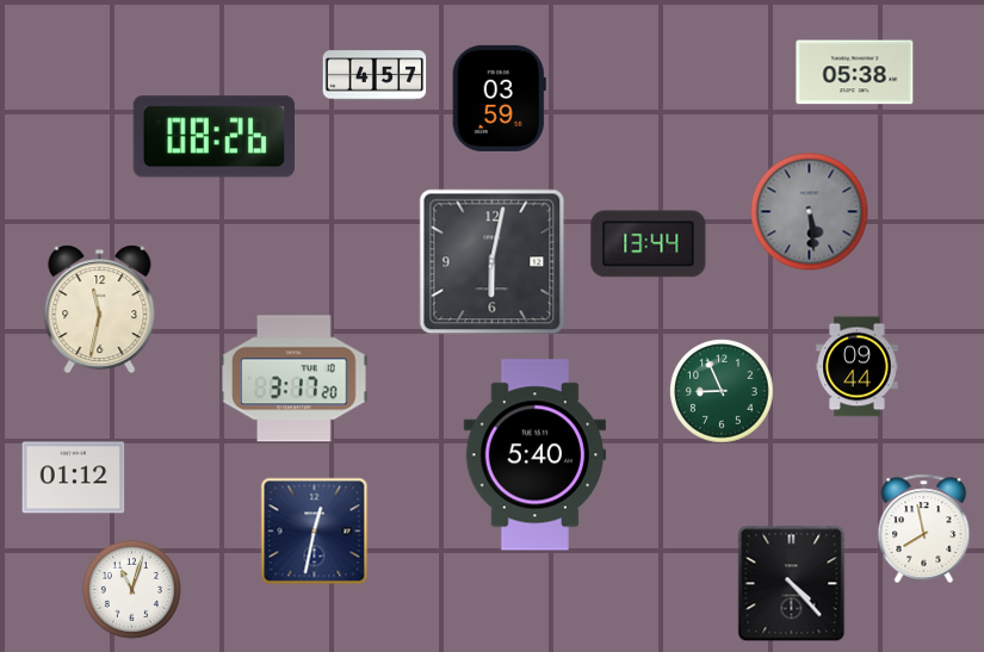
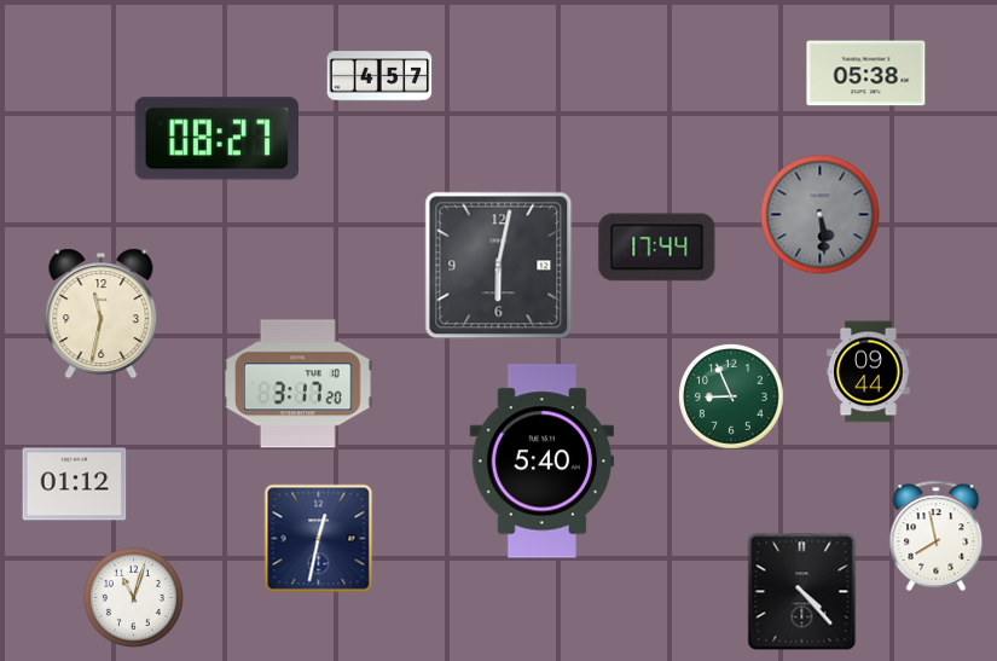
clock at (499, 98): 03:59 -> none
clock at (215, 137): 08:26 -> 08:27
clock at (649, 244): 13:44 -> 17:44
